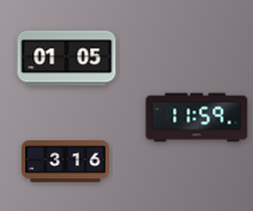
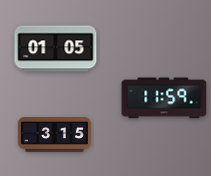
clock at (66, 162): 3:16 -> 3:15
